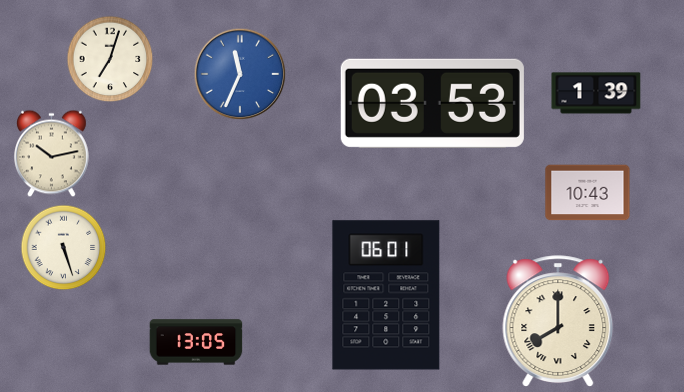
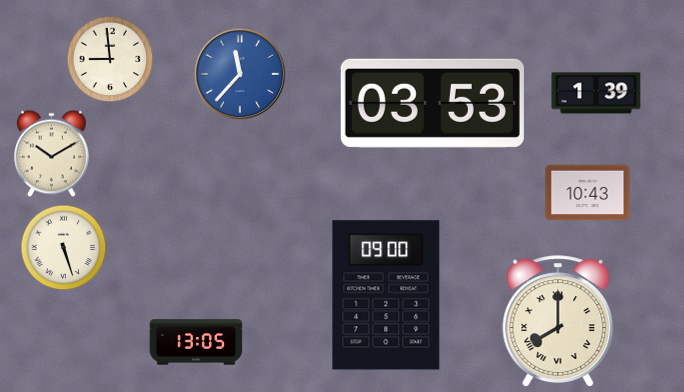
clock at (110, 59): 7:03 -> 8:59
clock at (240, 74): 11:34 -> 11:37
clock at (52, 154): 10:13 -> 10:10
clock at (386, 295): 06:01 -> 09:00
